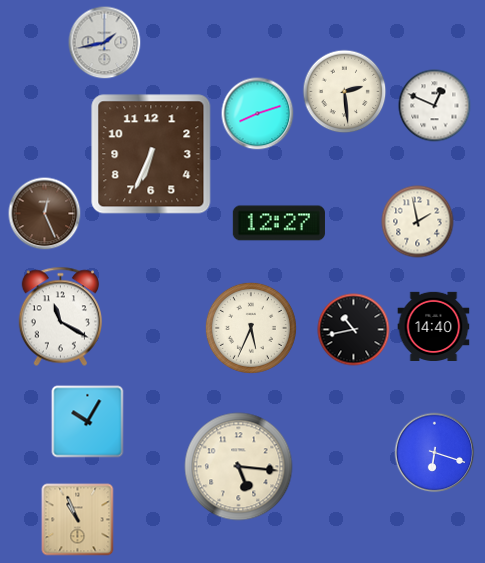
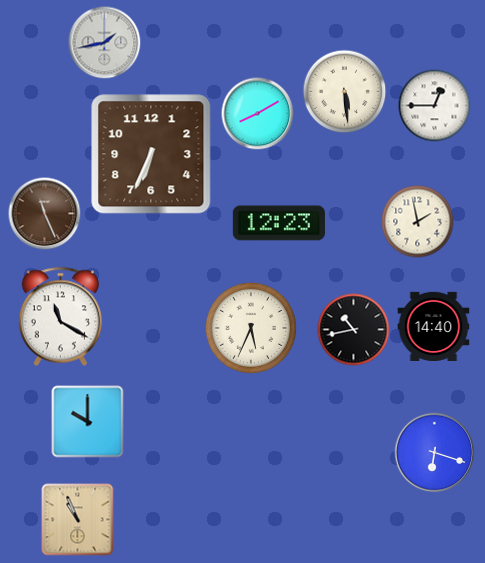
clock at (345, 92): 2:29 -> 5:29
clock at (435, 106): 12:49 -> 12:45
clock at (258, 114): 8:12 -> 8:10
clock at (45, 214): 12:26 -> 11:26
clock at (279, 223): 12:27 -> 12:23
clock at (88, 422): 10:05 -> 10:00
clock at (239, 467): 5:16 -> none
